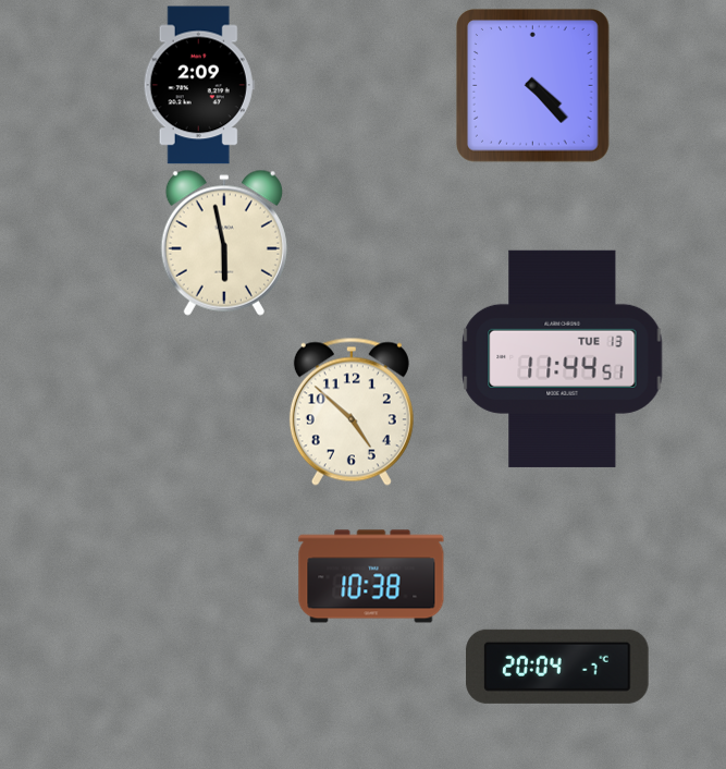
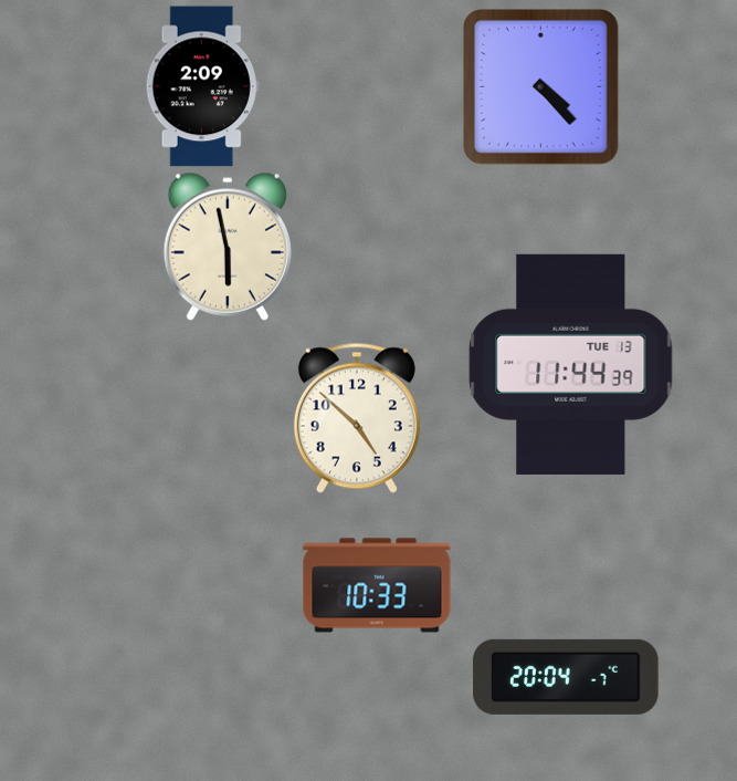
clock at (563, 358): 11:44:51 -> 11:44:39
clock at (371, 576): 10:38 -> 10:33
